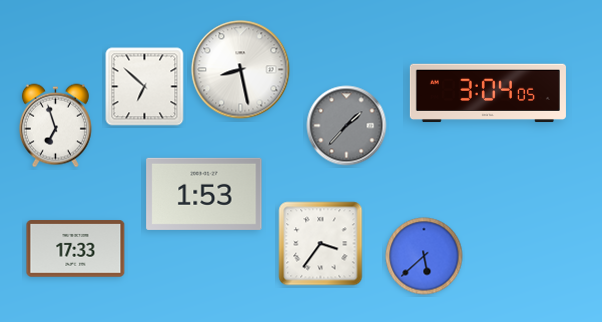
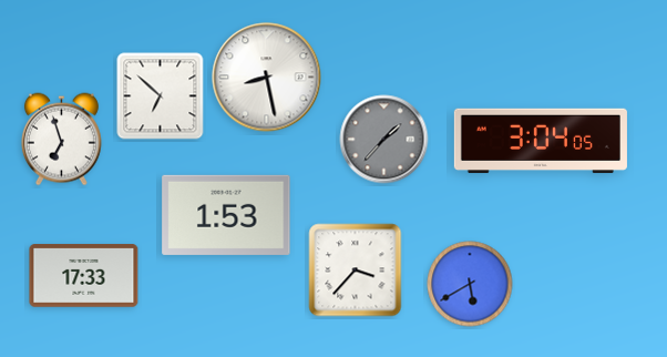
clock at (488, 93) position: (488, 93) -> (541, 141)
clock at (321, 244): 3:36 -> 3:37
clock at (424, 256): 5:38 -> 5:40
